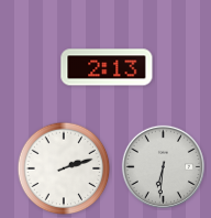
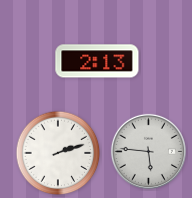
clock at (163, 166): 6:31 -> 5:46
